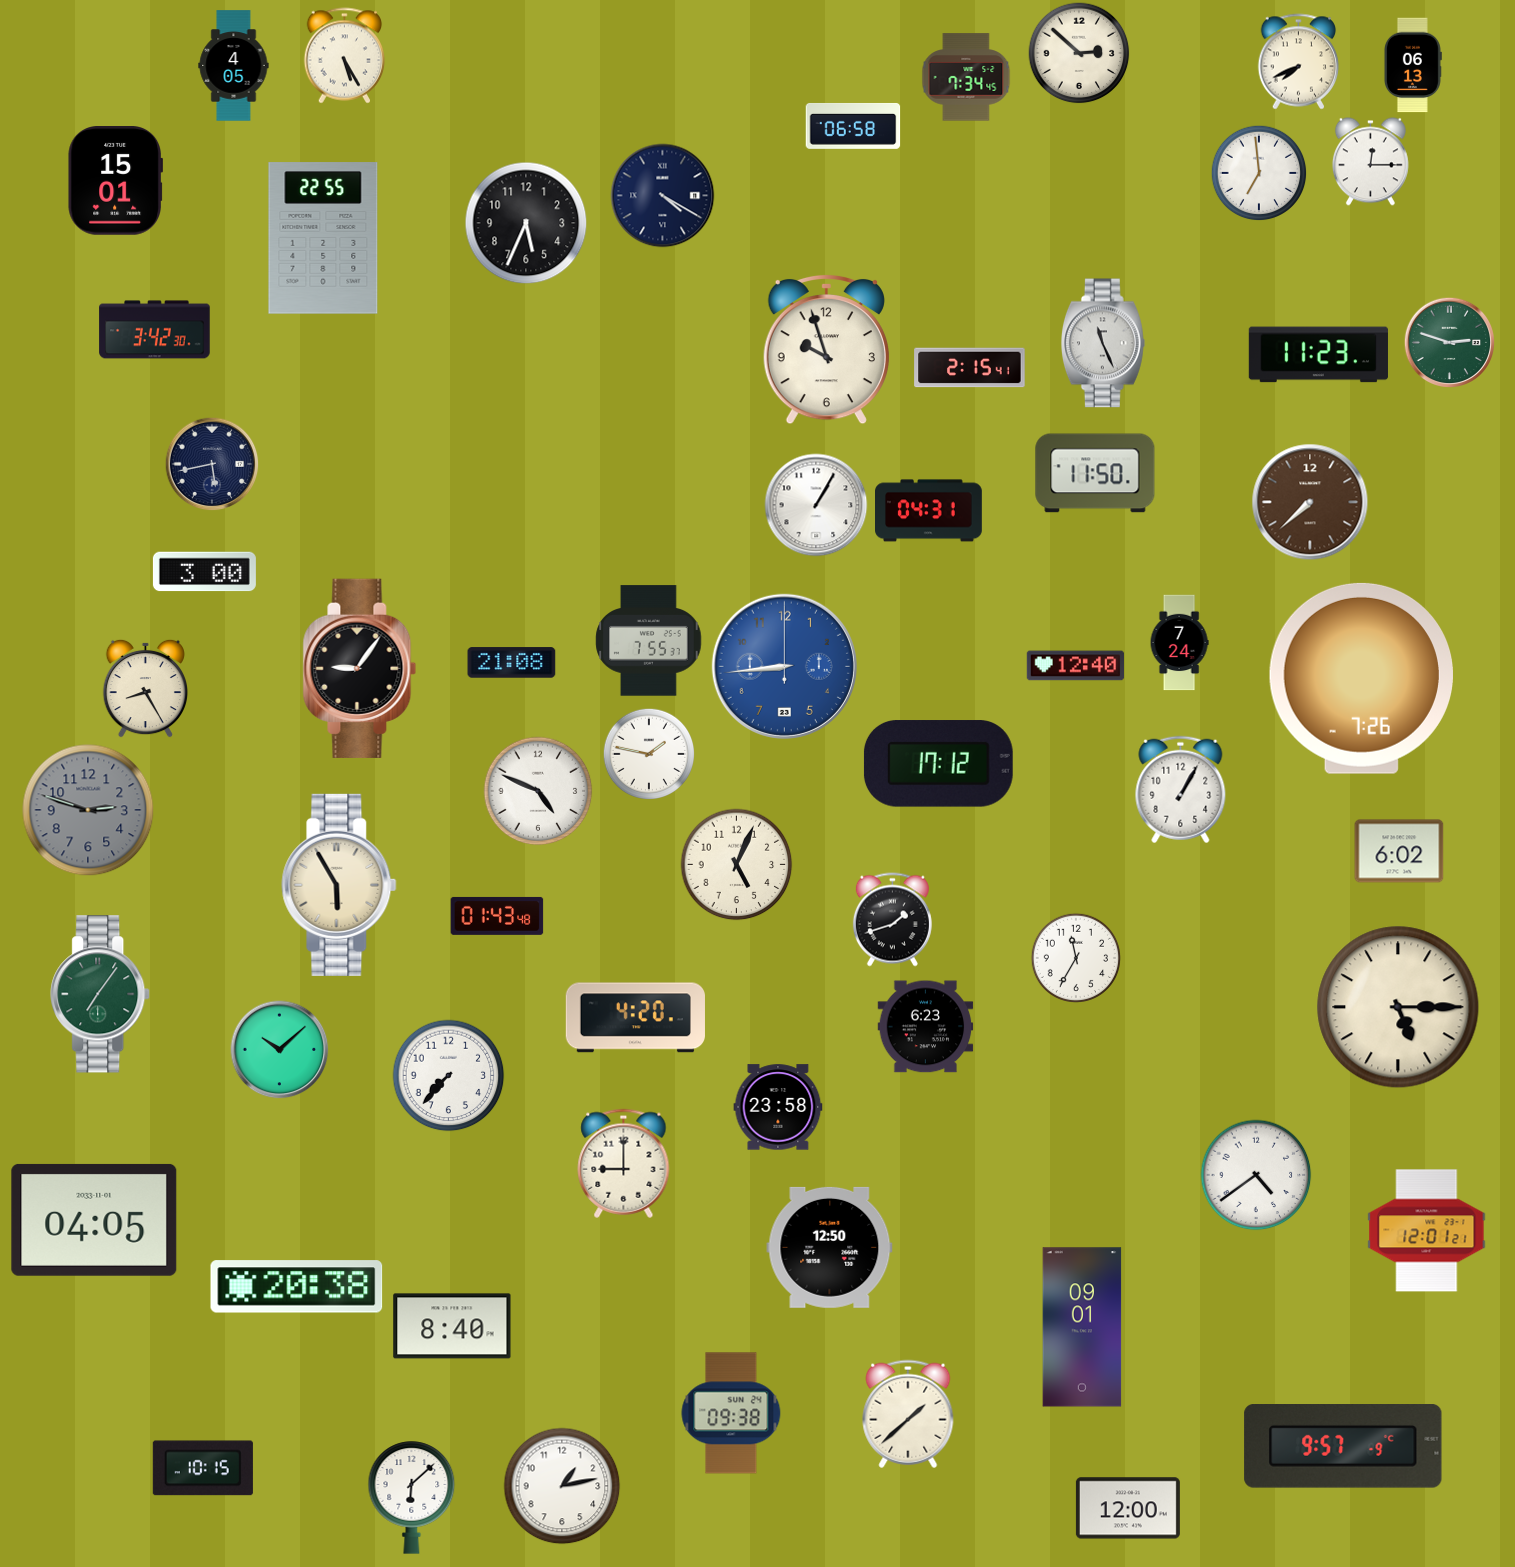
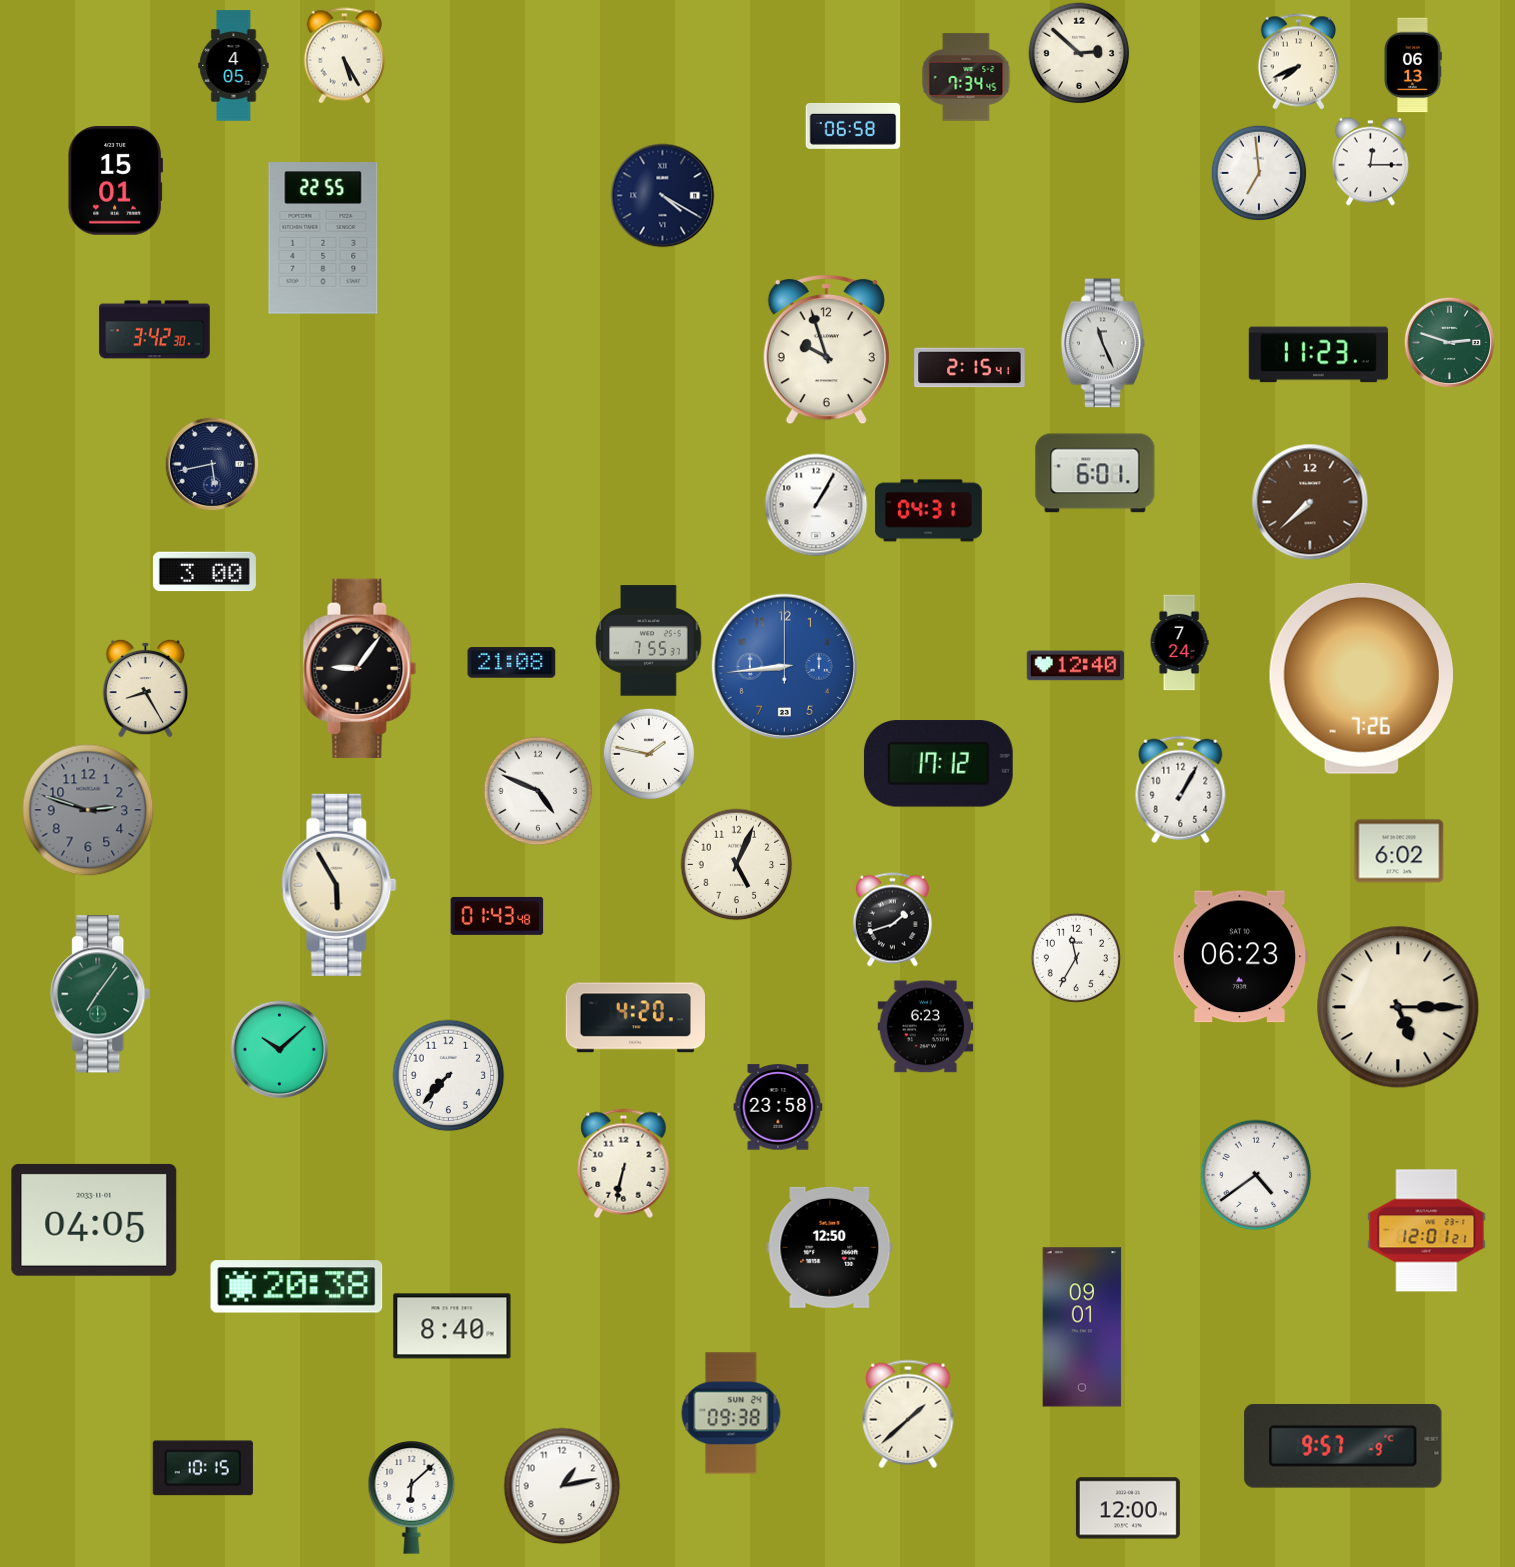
clock at (526, 223): 5:34 -> none
clock at (1095, 473): 11:50 -> 6:01
clock at (1240, 957): none -> 06:23
clock at (624, 1163): 9:00 -> 6:32
